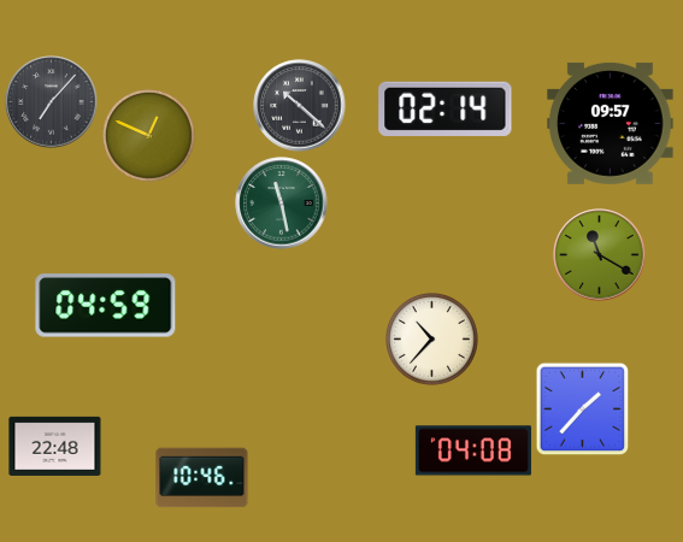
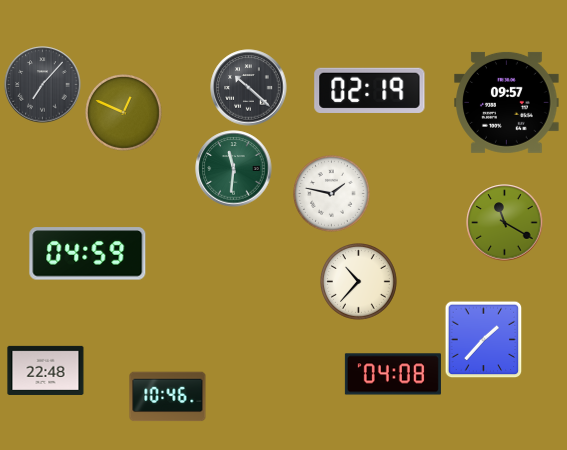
clock at (446, 108): 02:14 -> 02:19
clock at (282, 204): 11:28 -> 11:31
clock at (332, 194): none -> 1:47
clock at (600, 255) position: (600, 255) -> (505, 223)
